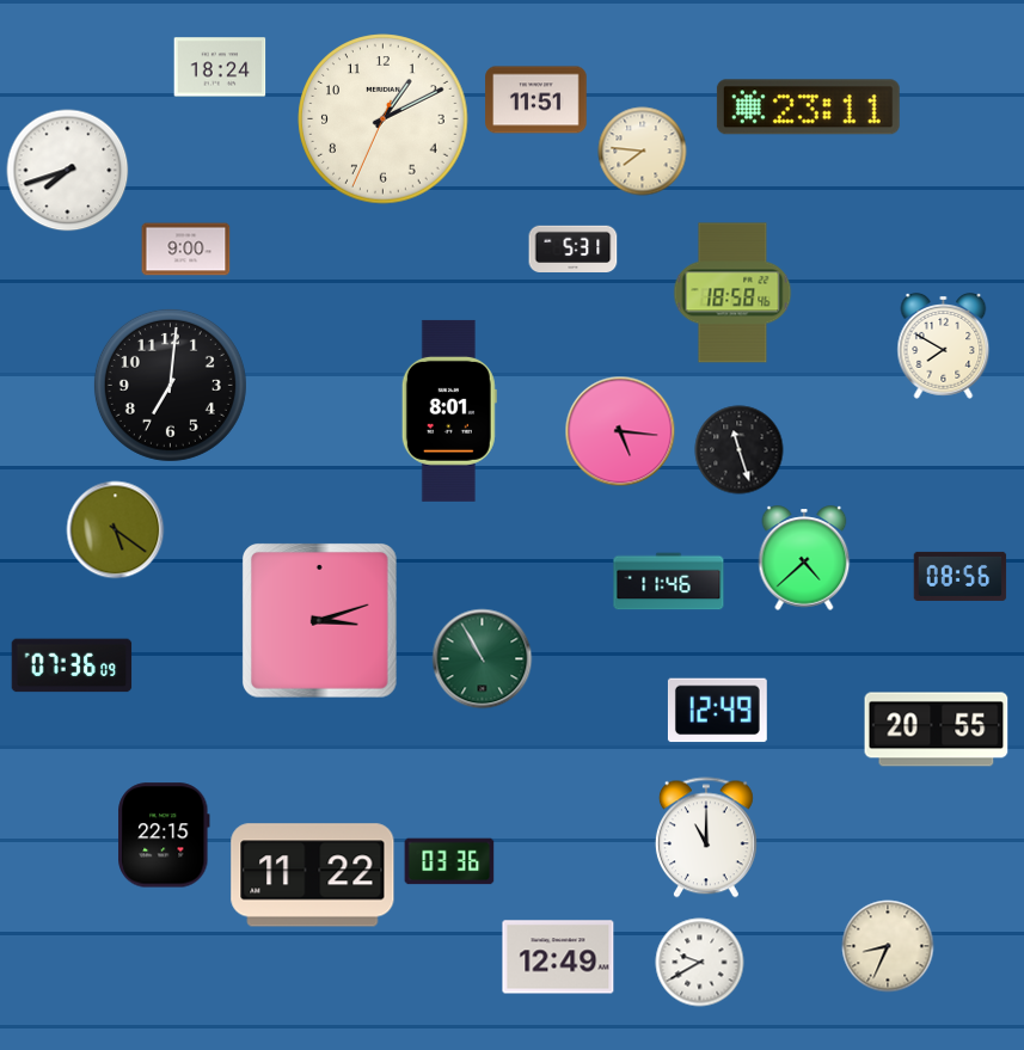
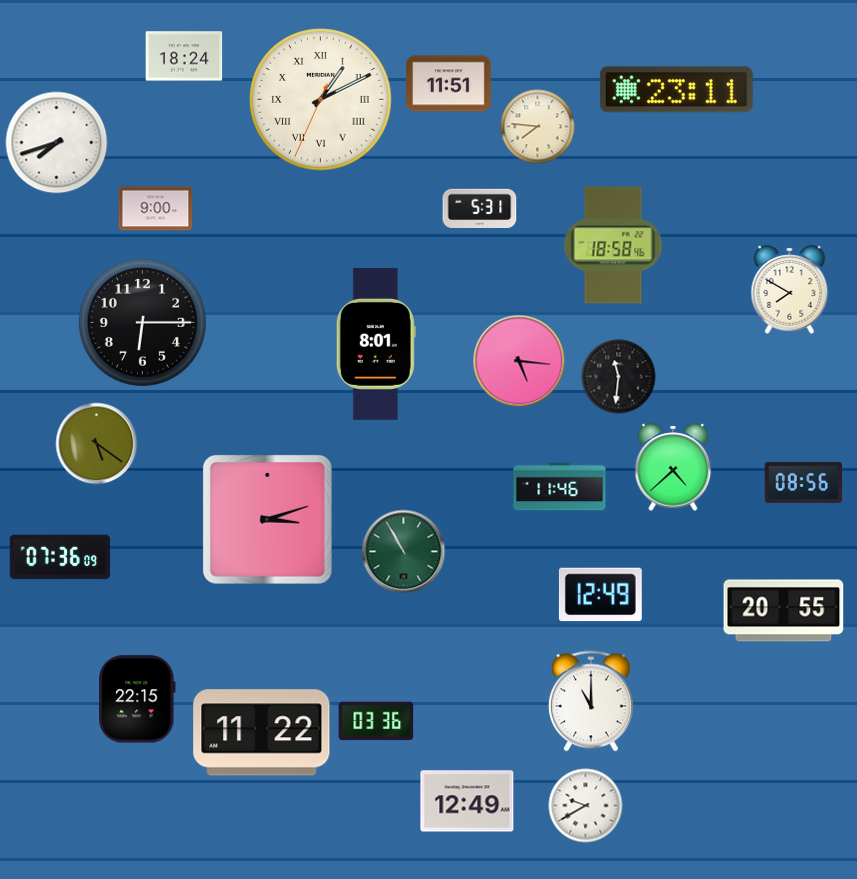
clock at (384, 119) numerals: Arabic -> Roman
clock at (170, 385): 7:01 -> 6:15
clock at (740, 450): 11:27 -> 11:31
clock at (888, 946): 8:34 -> none
